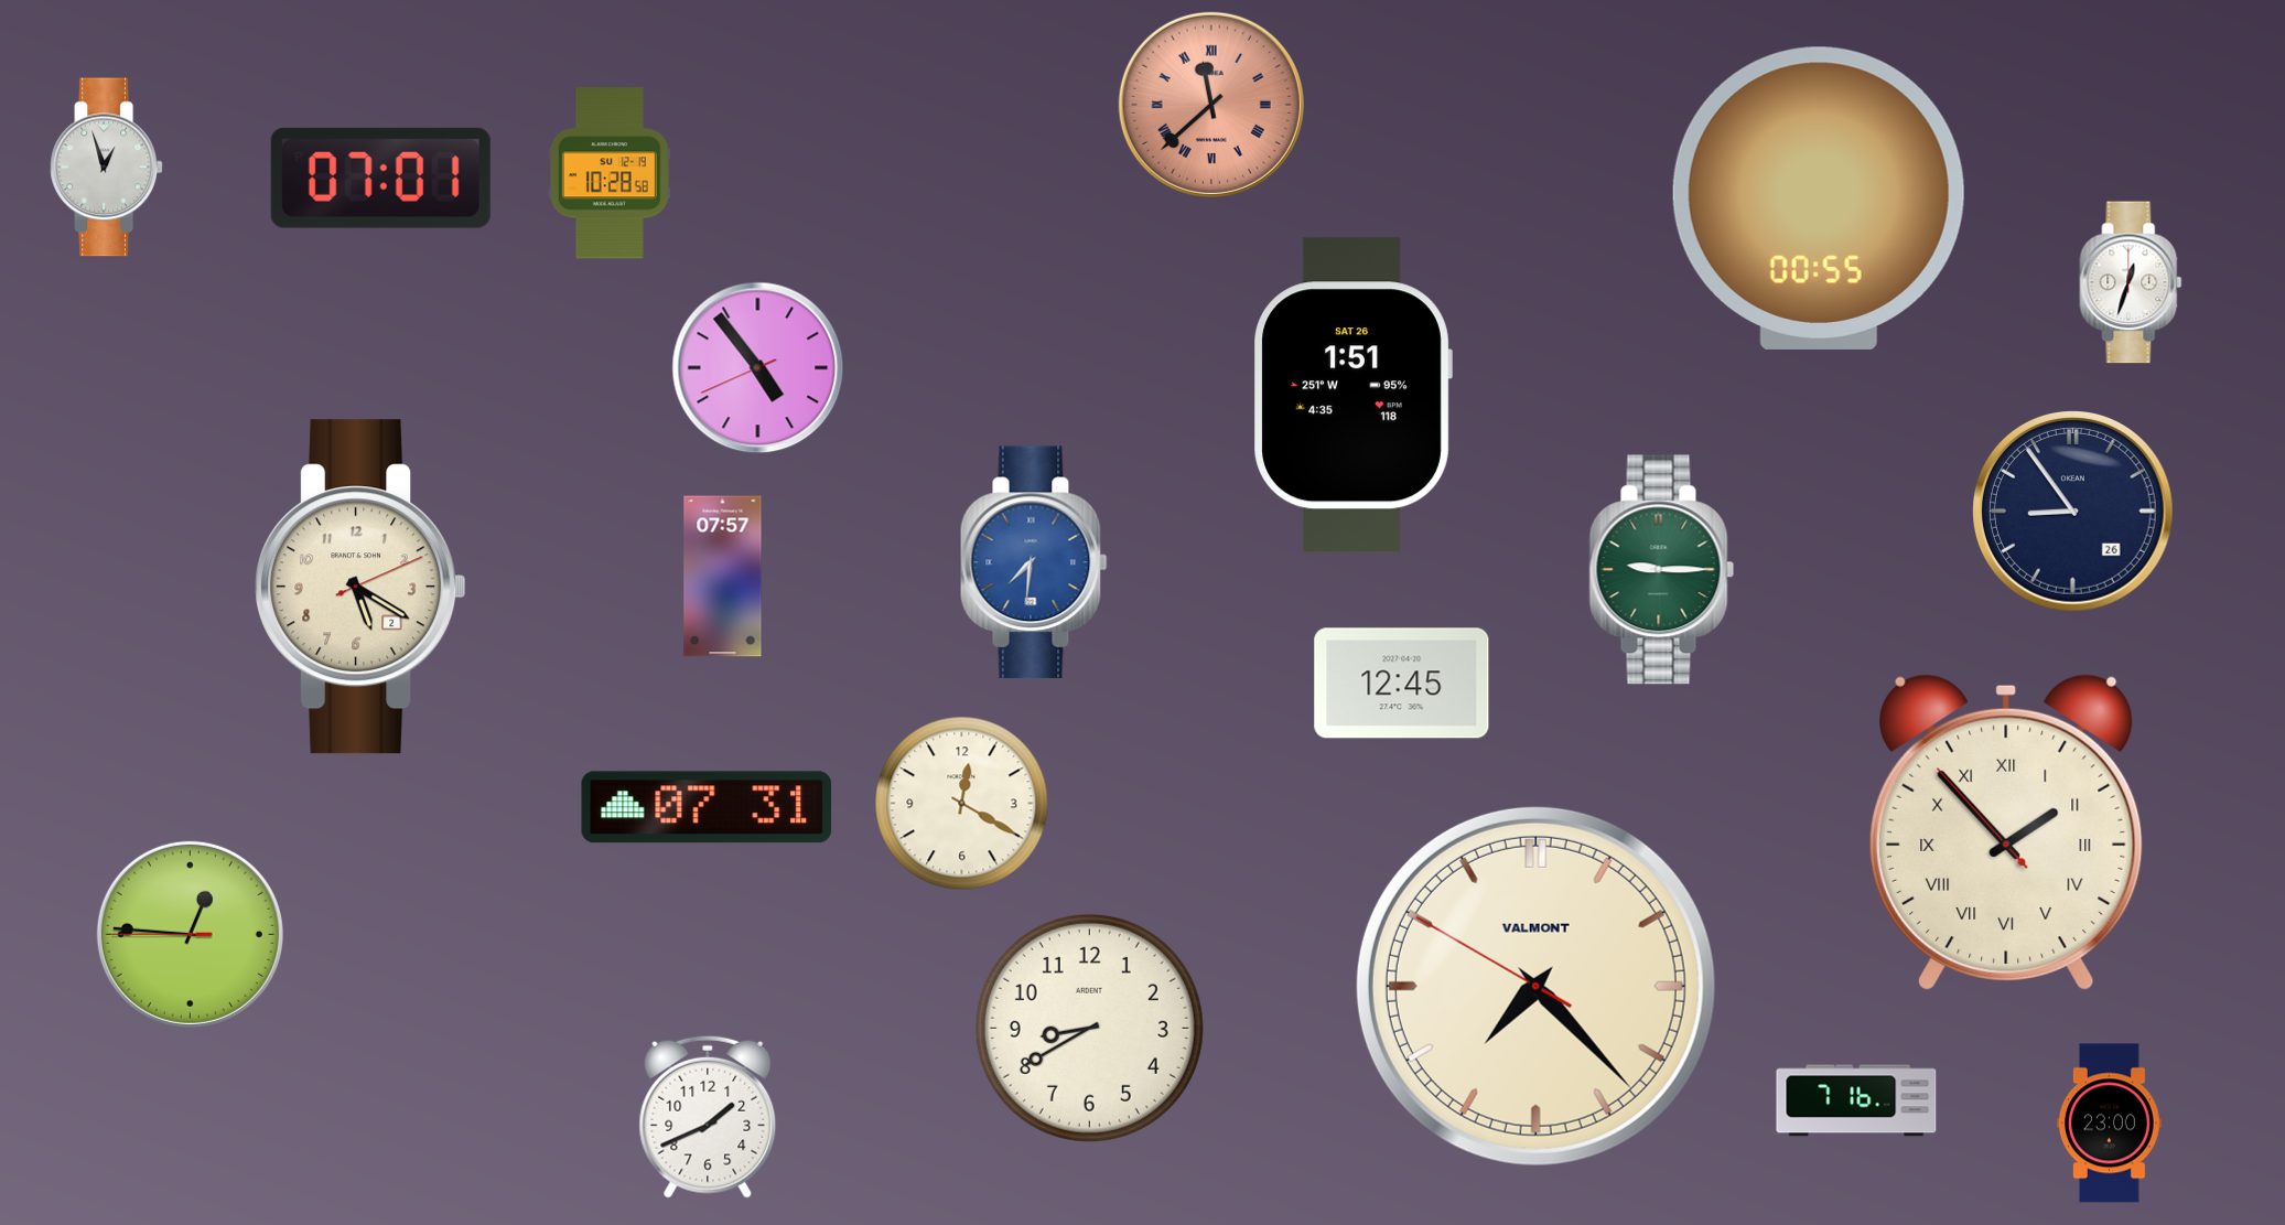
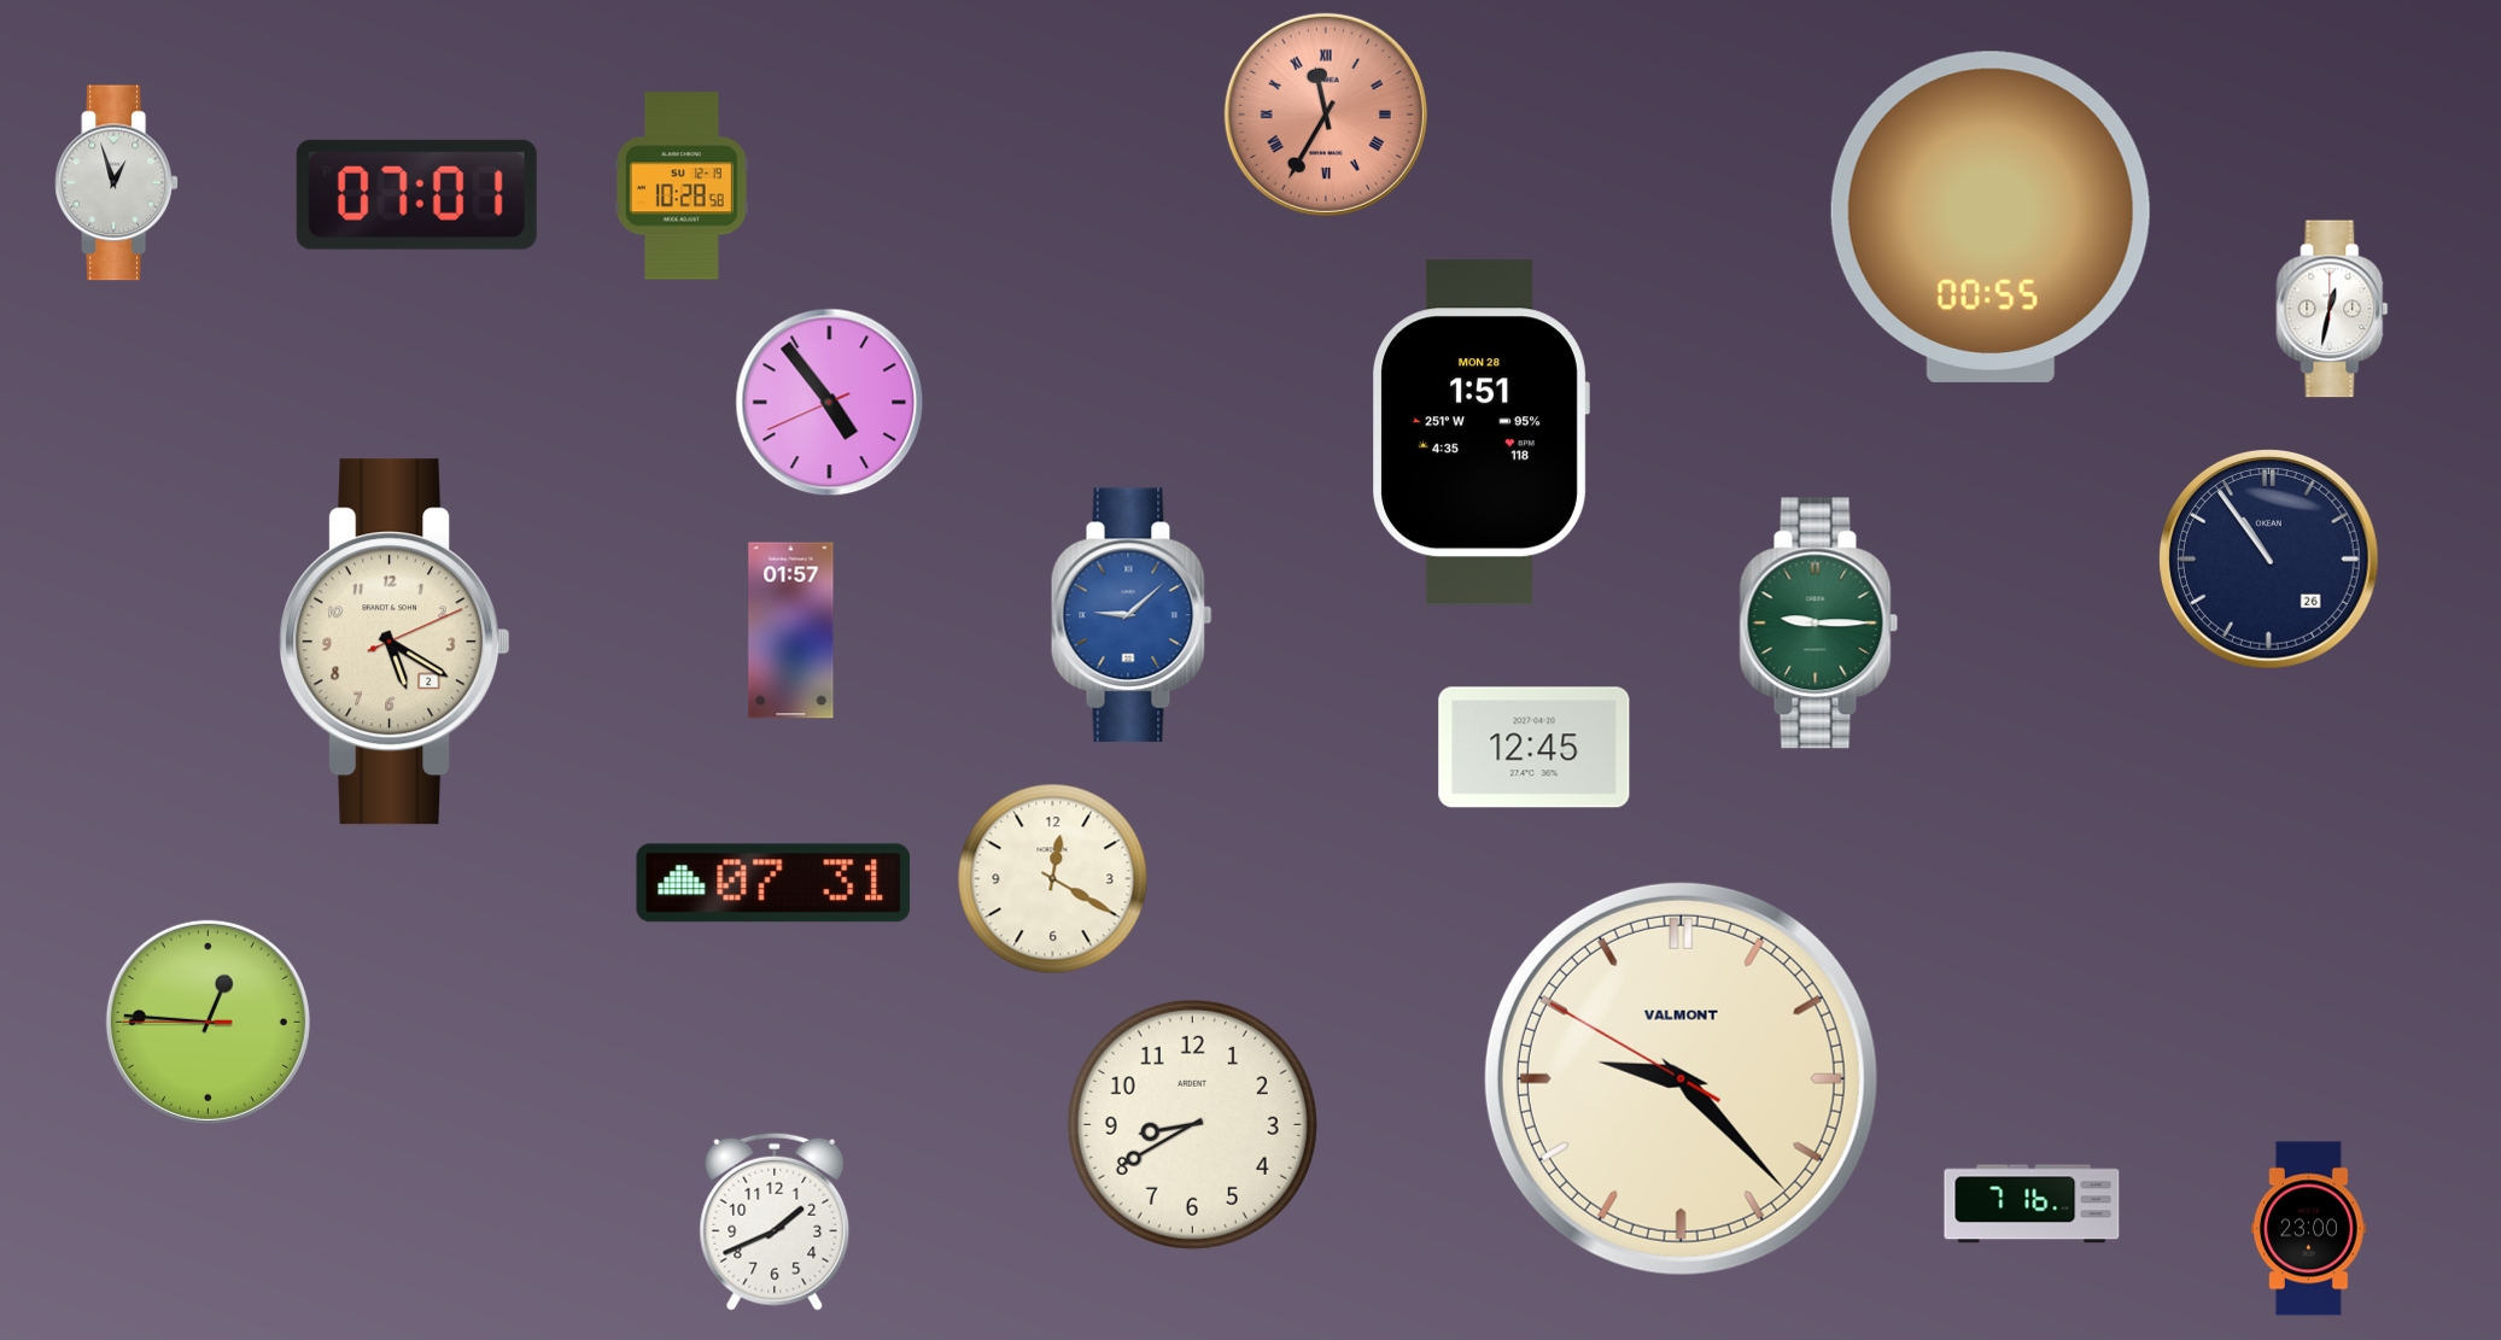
clock at (1211, 105): 11:38 -> 11:35
clock at (610, 173) position: (610, 173) -> (682, 186)
clock at (2131, 282): 12:33 -> 12:32
clock at (1352, 396) date: SAT 26 -> MON 28
clock at (2073, 512): 8:54 -> 10:54
clock at (1034, 562): 7:31 -> 9:08
clock at (723, 577): 07:57 -> 01:57
clock at (2006, 832): 1:52 -> none
clock at (1535, 986): 7:22 -> 9:22
